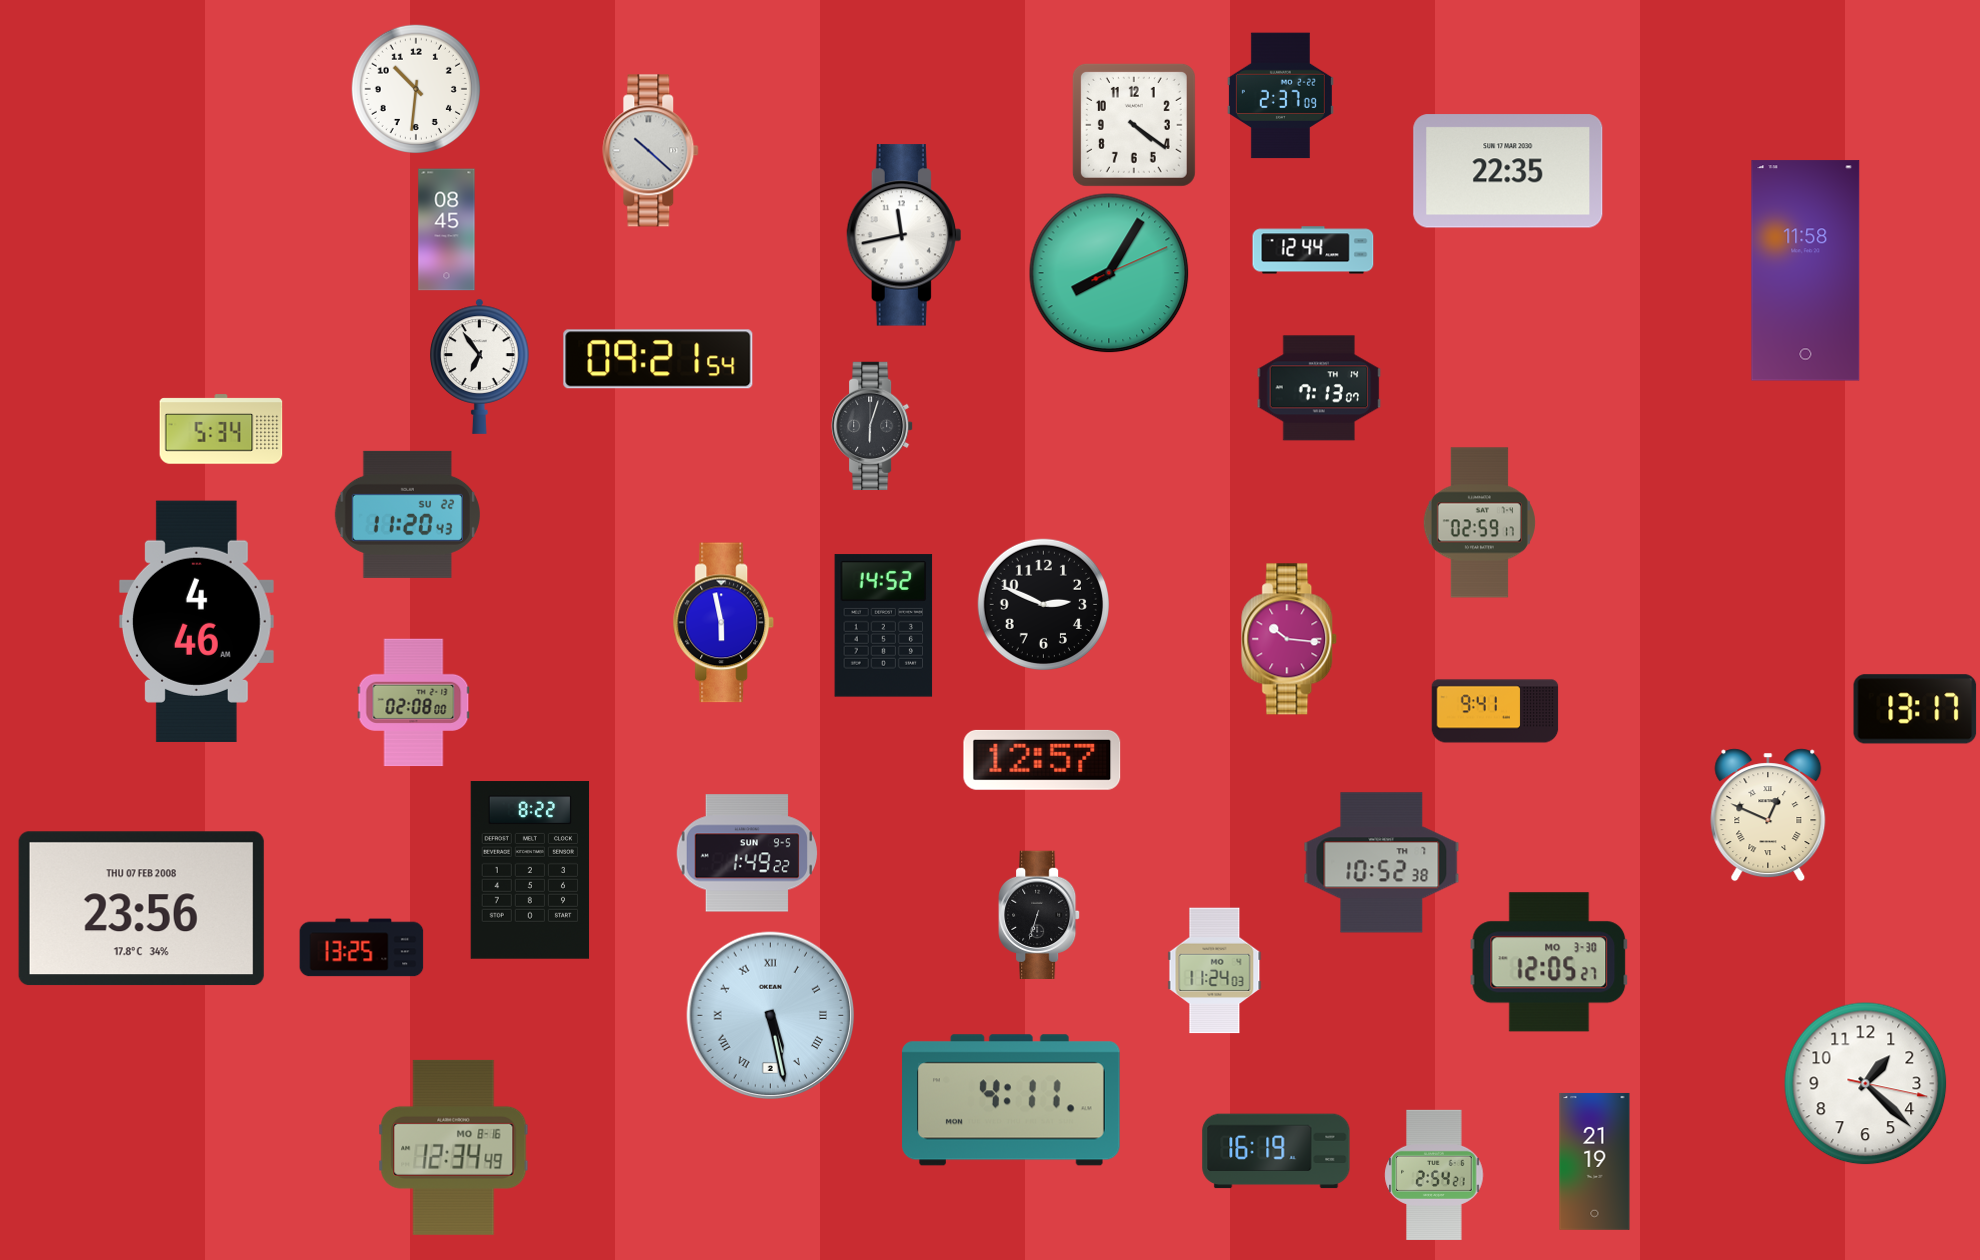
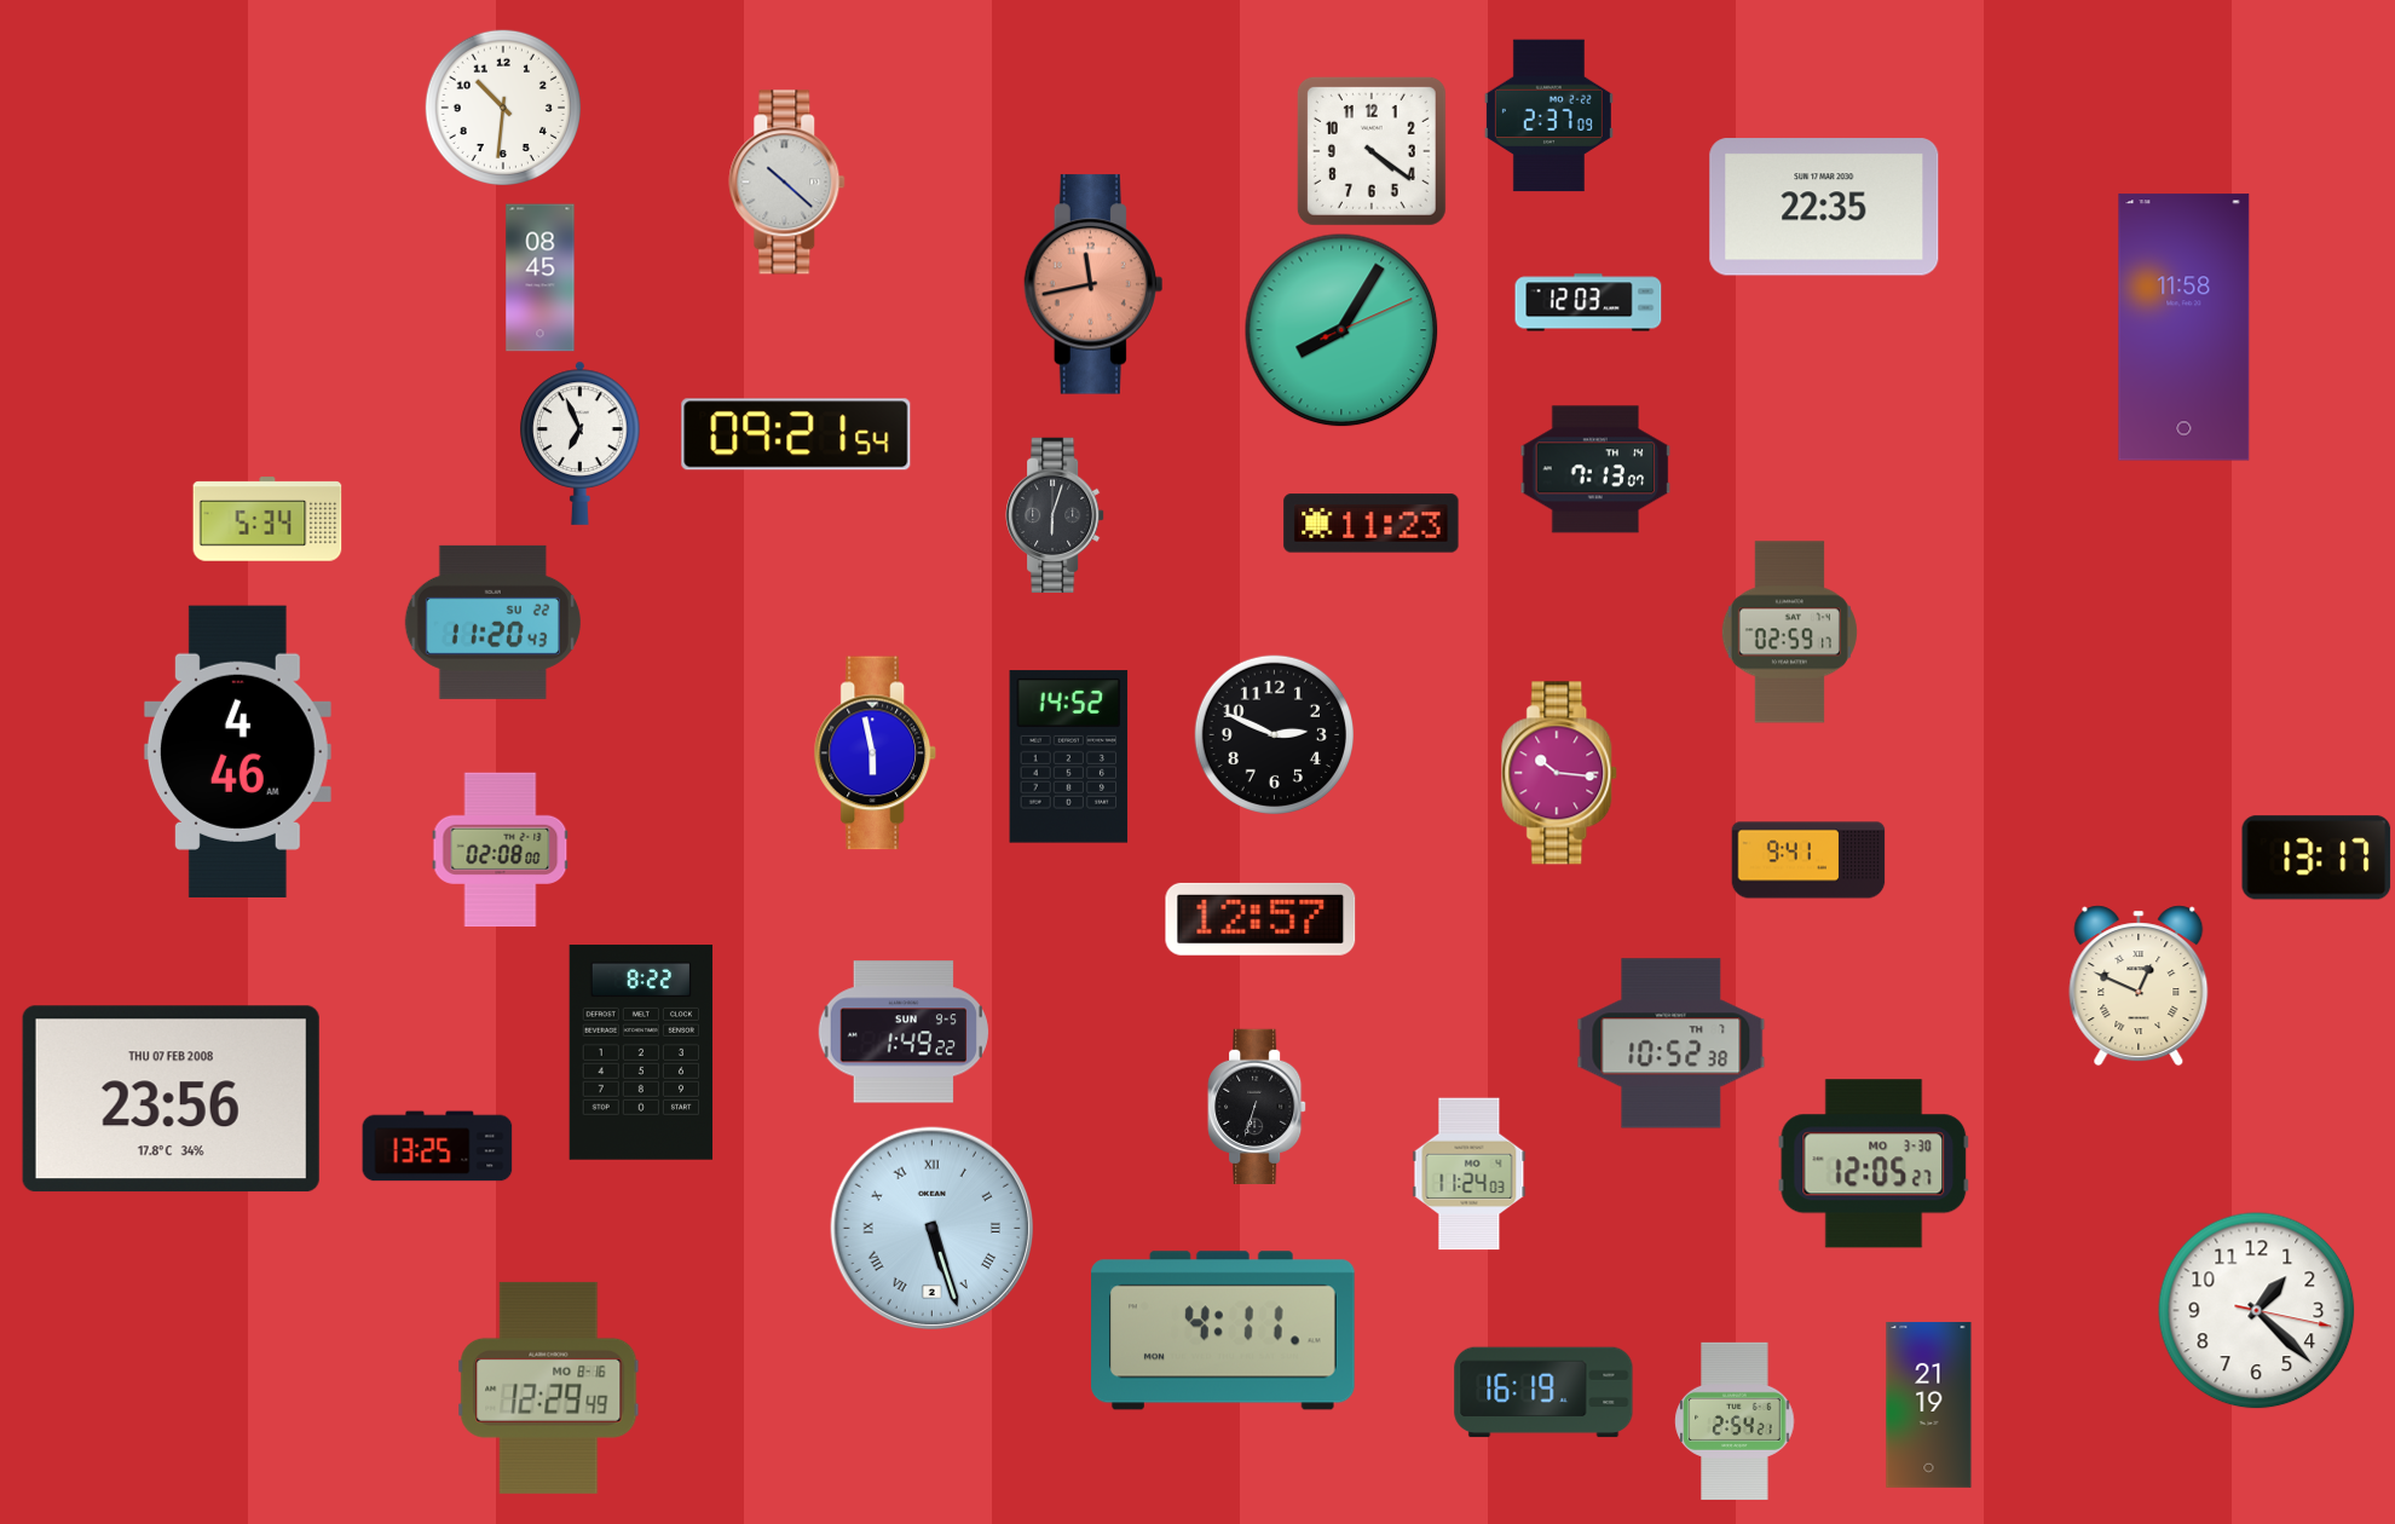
clock at (903, 235) dial: white -> salmon
clock at (1313, 250): 12:44 -> 12:03
clock at (480, 366): 6:54 -> 6:56
clock at (1372, 524): none -> 11:23
clock at (1043, 604) position: (1043, 604) -> (1274, 734)
clock at (770, 1015): 5:28 -> 5:27
clock at (454, 1147): 12:34 -> 12:29
